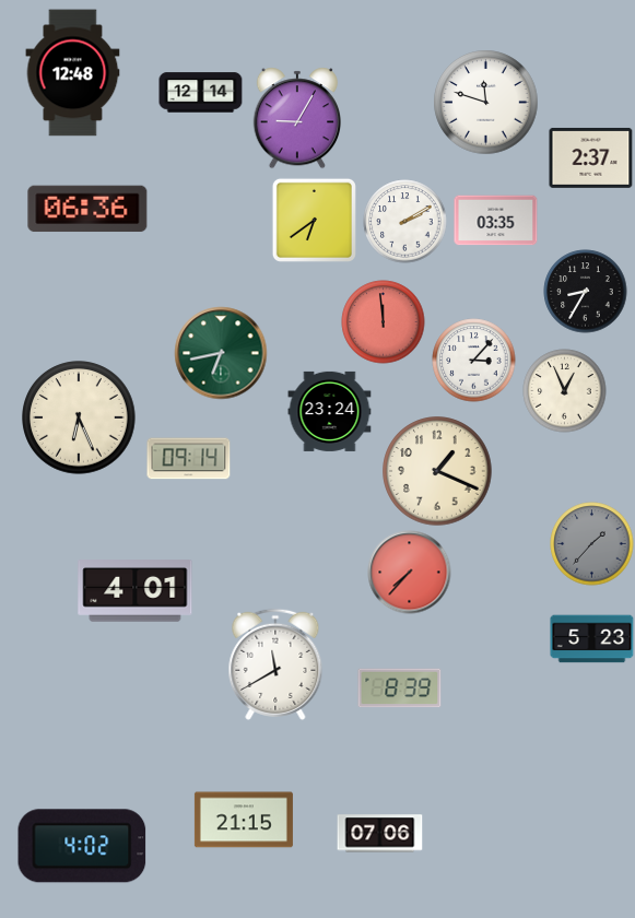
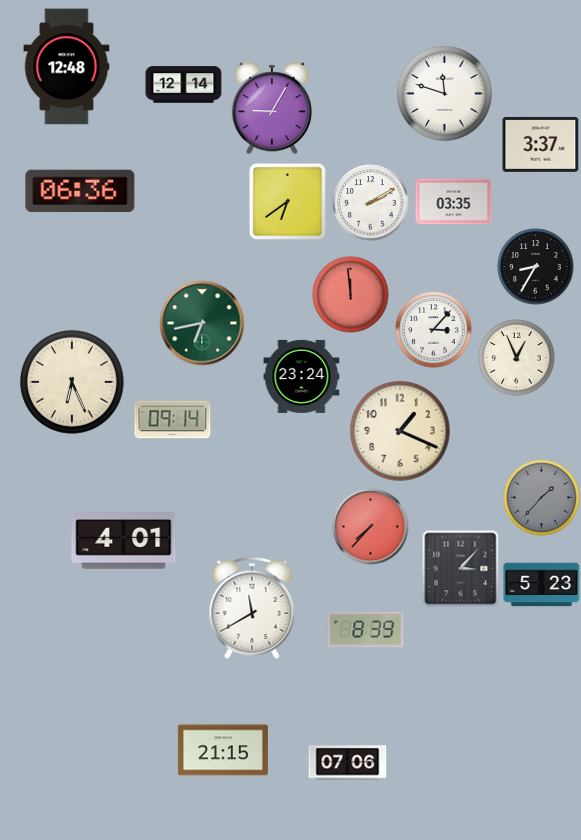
clock at (591, 157): 2:37 -> 3:37
clock at (410, 573) position: (410, 573) -> (371, 527)
clock at (461, 569): none -> 3:07
clock at (82, 846): 4:02 -> none
